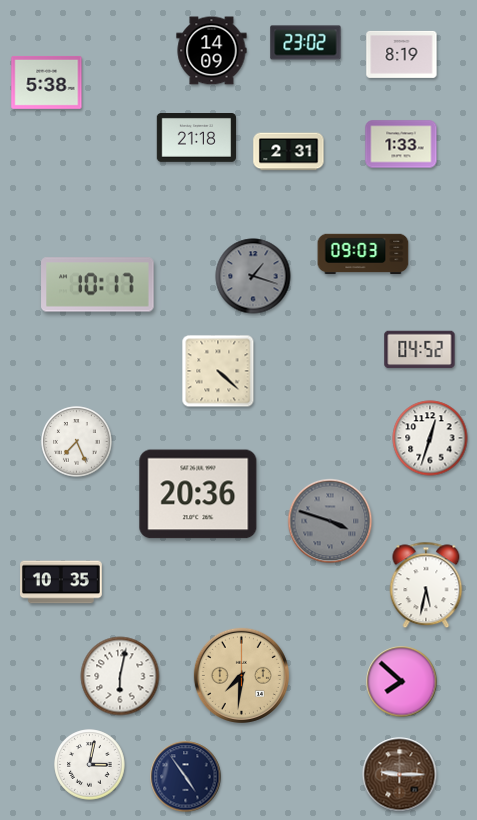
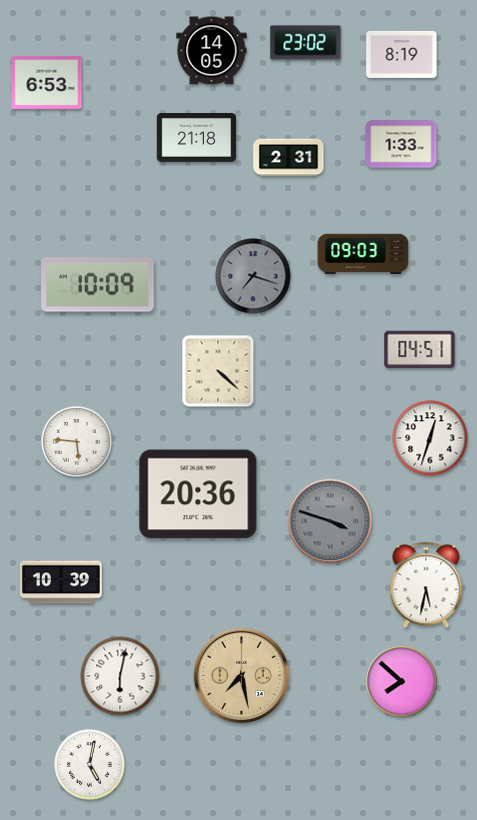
clock at (212, 51): 14:09 -> 14:05
clock at (47, 82): 5:38 -> 6:53
clock at (289, 152) position: (289, 152) -> (289, 158)
clock at (253, 276): 1:18 -> 7:18
clock at (98, 285): 10:17 -> 10:09
clock at (420, 350): 04:52 -> 04:51
clock at (77, 442): 7:26 -> 5:46
clock at (62, 582): 10:35 -> 10:39
clock at (241, 675): 7:31 -> 7:28
clock at (90, 765): 3:02 -> 5:02
clock at (400, 775): 9:15 -> none
clock at (186, 777): 4:54 -> none
